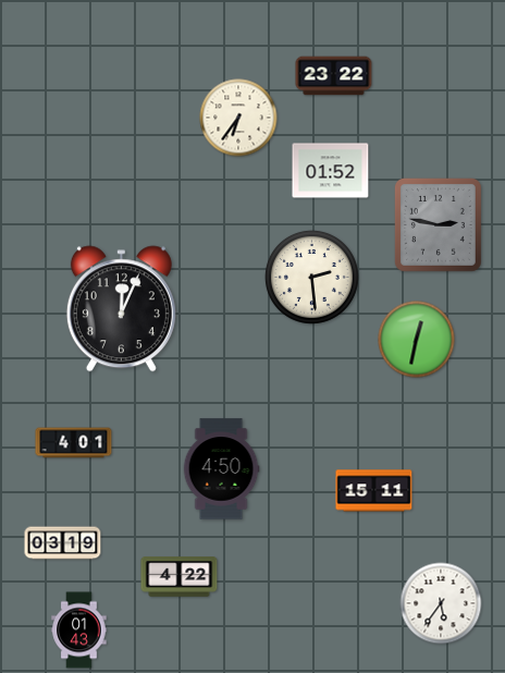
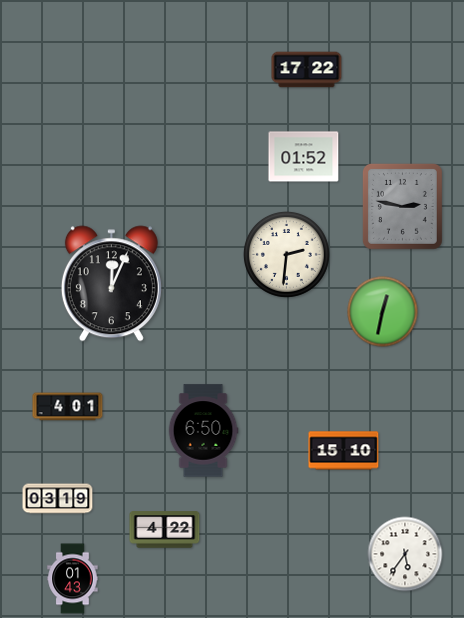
clock at (334, 76): 23:22 -> 17:22
clock at (238, 118): 6:36 -> none
clock at (311, 277): 2:29 -> 2:31
clock at (221, 469): 4:50 -> 6:50
clock at (374, 491): 15:11 -> 15:10
